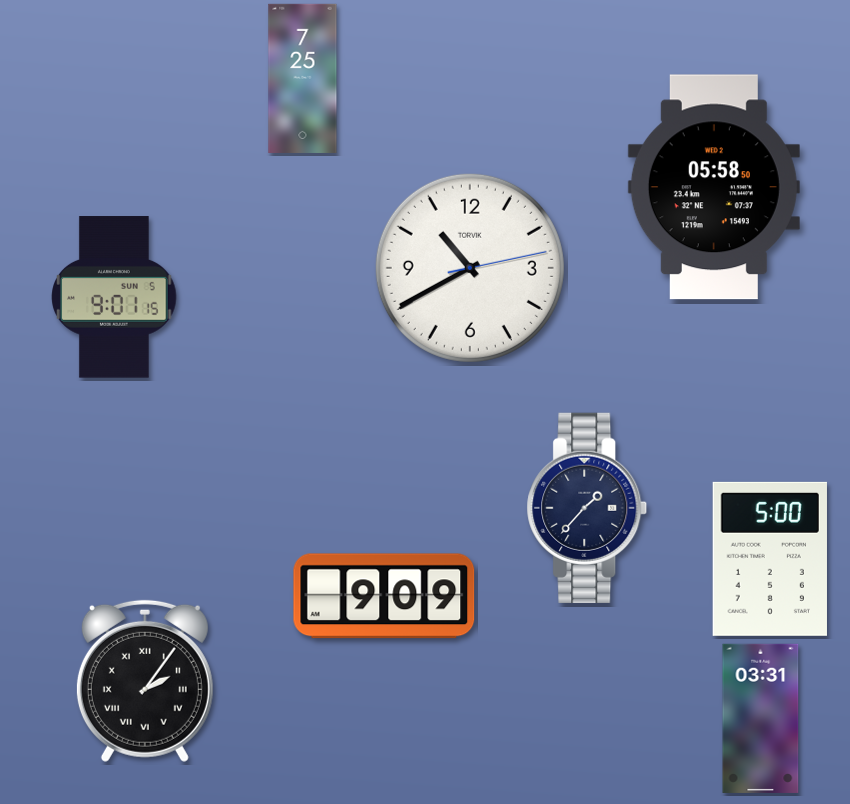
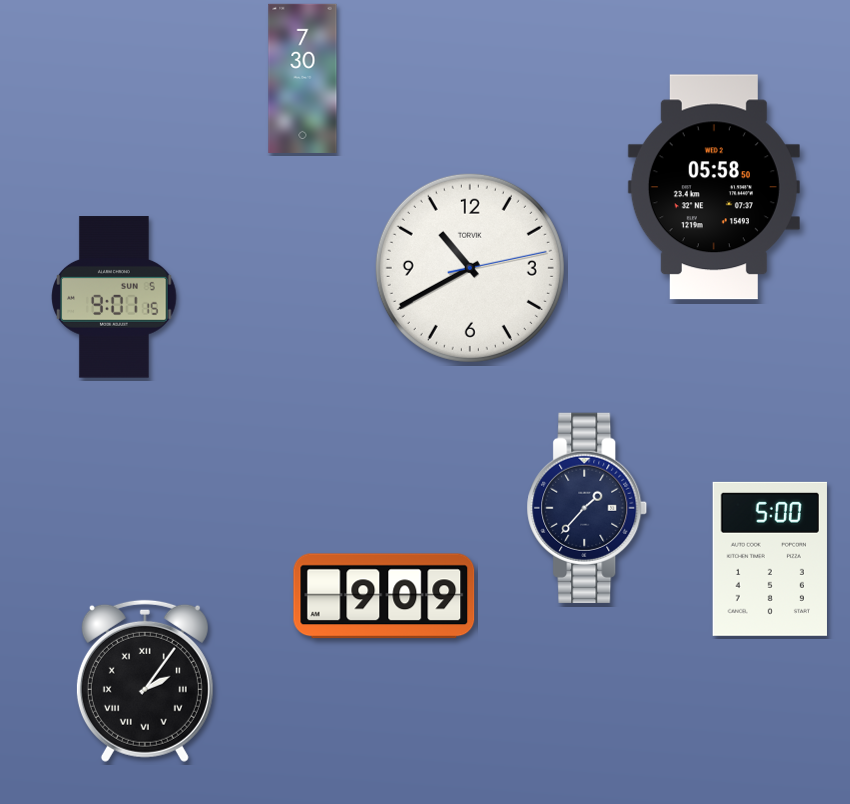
clock at (303, 78): 7:25 -> 7:30
clock at (761, 718): 03:31 -> none
